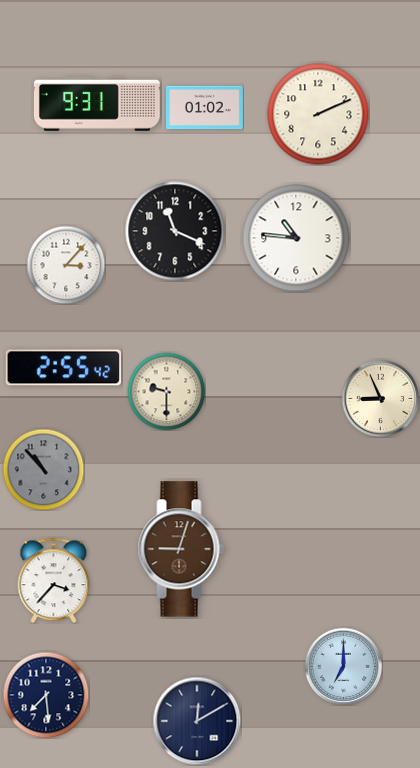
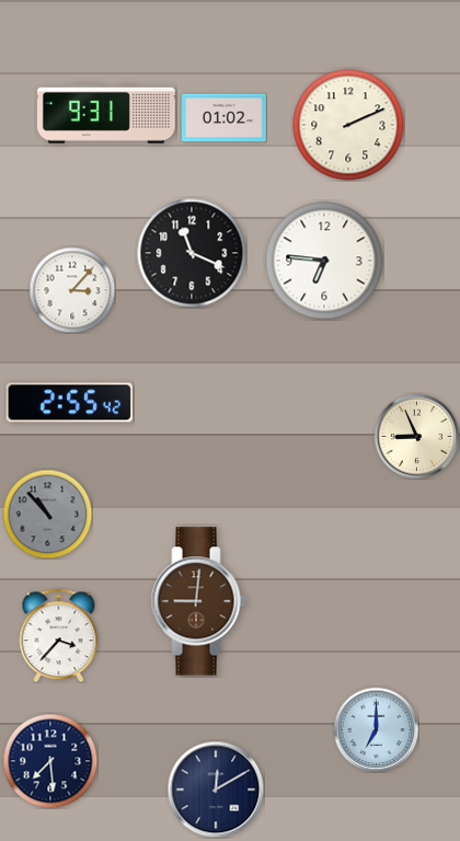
clock at (296, 238): 10:46 -> 6:46
clock at (166, 391): 9:30 -> none
clock at (181, 549): 9:03 -> 9:01
